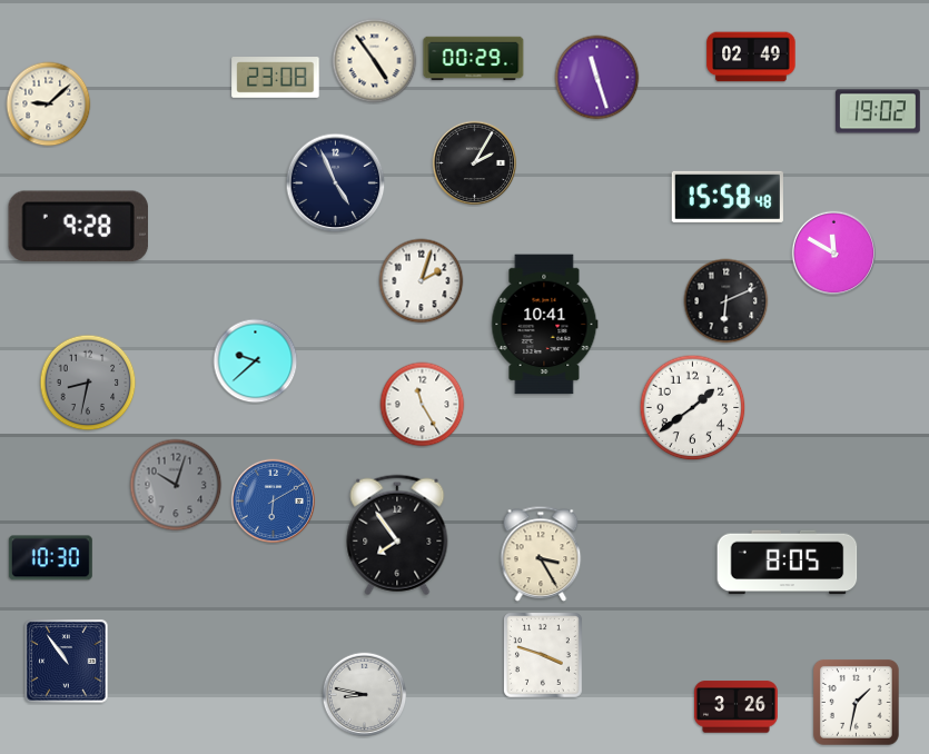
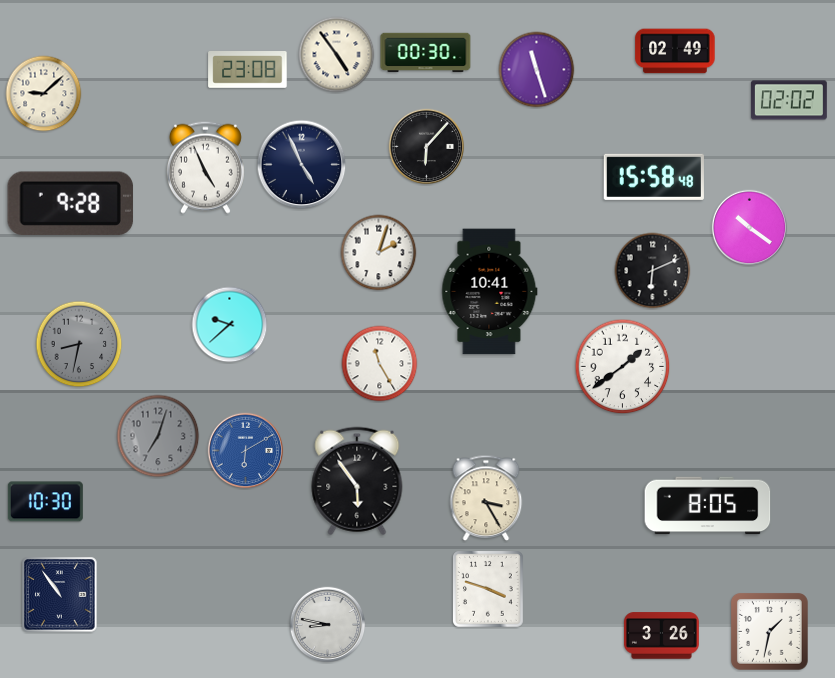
clock at (474, 59): 00:29 -> 00:30
clock at (878, 111): 19:02 -> 02:02
clock at (475, 163): 2:05 -> 6:07
clock at (205, 167): none -> 4:56
clock at (834, 254): 11:50 -> 10:21
clock at (176, 485): 10:03 -> 7:03
clock at (397, 535): 7:54 -> 5:54
